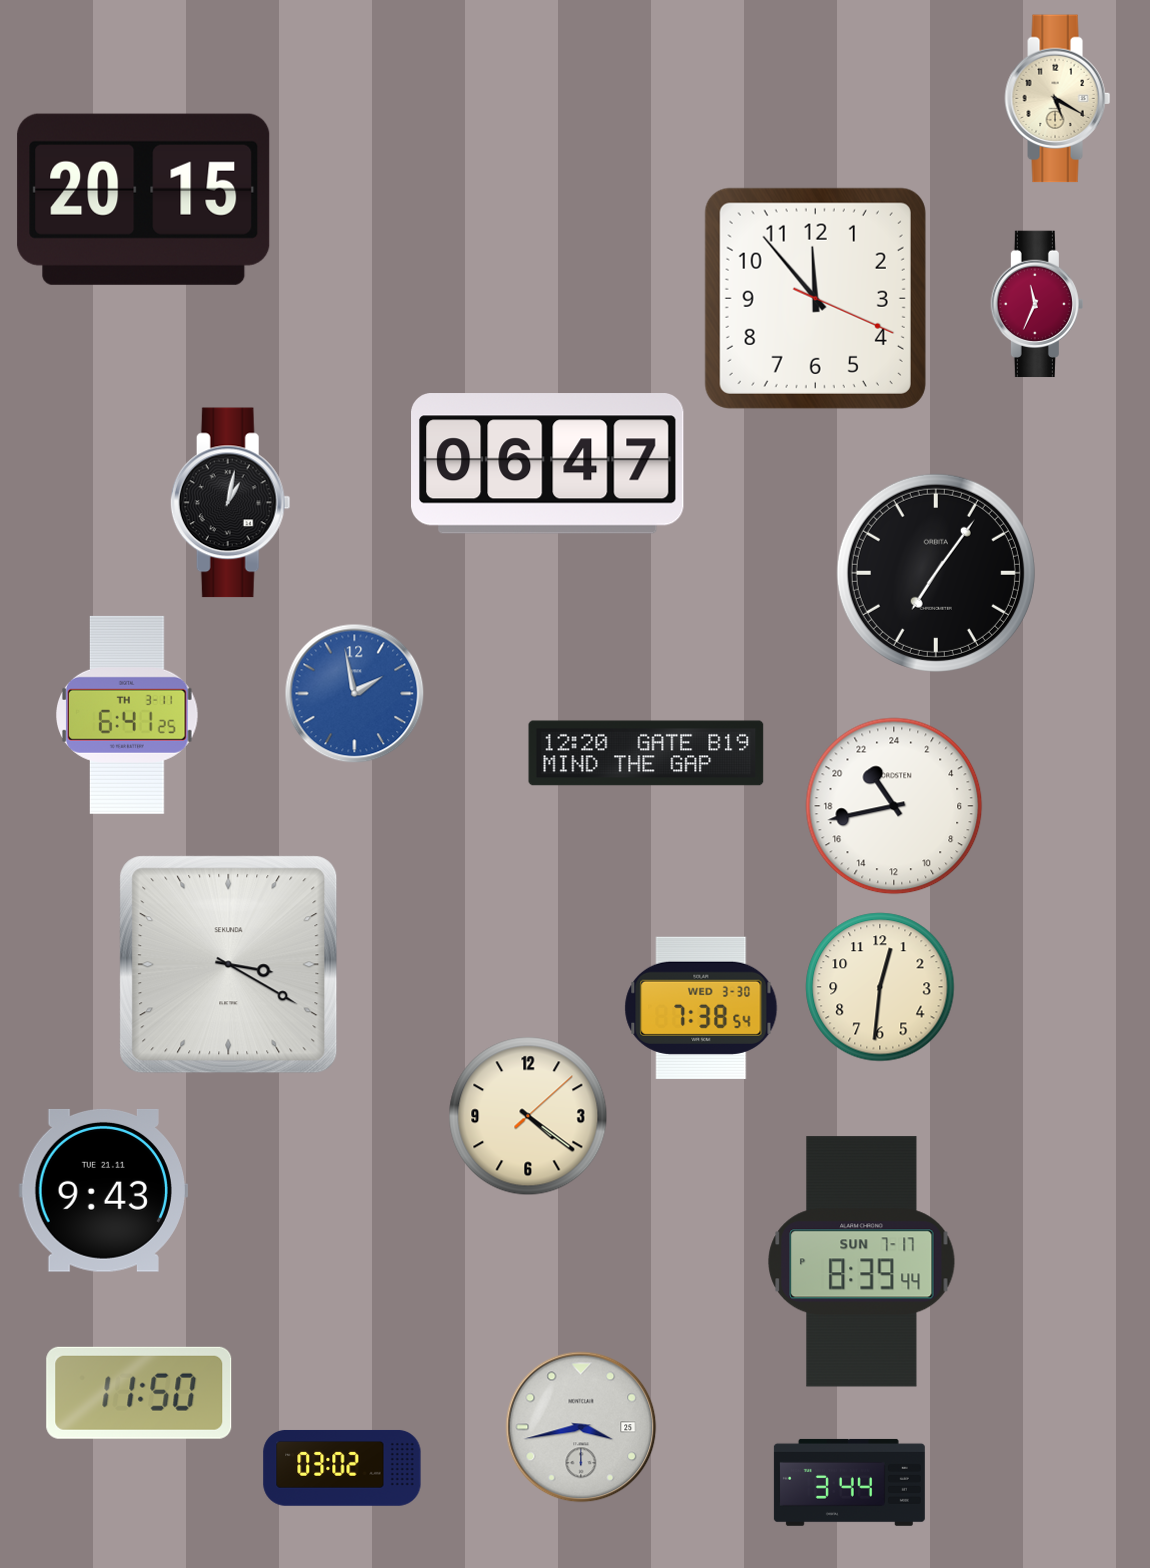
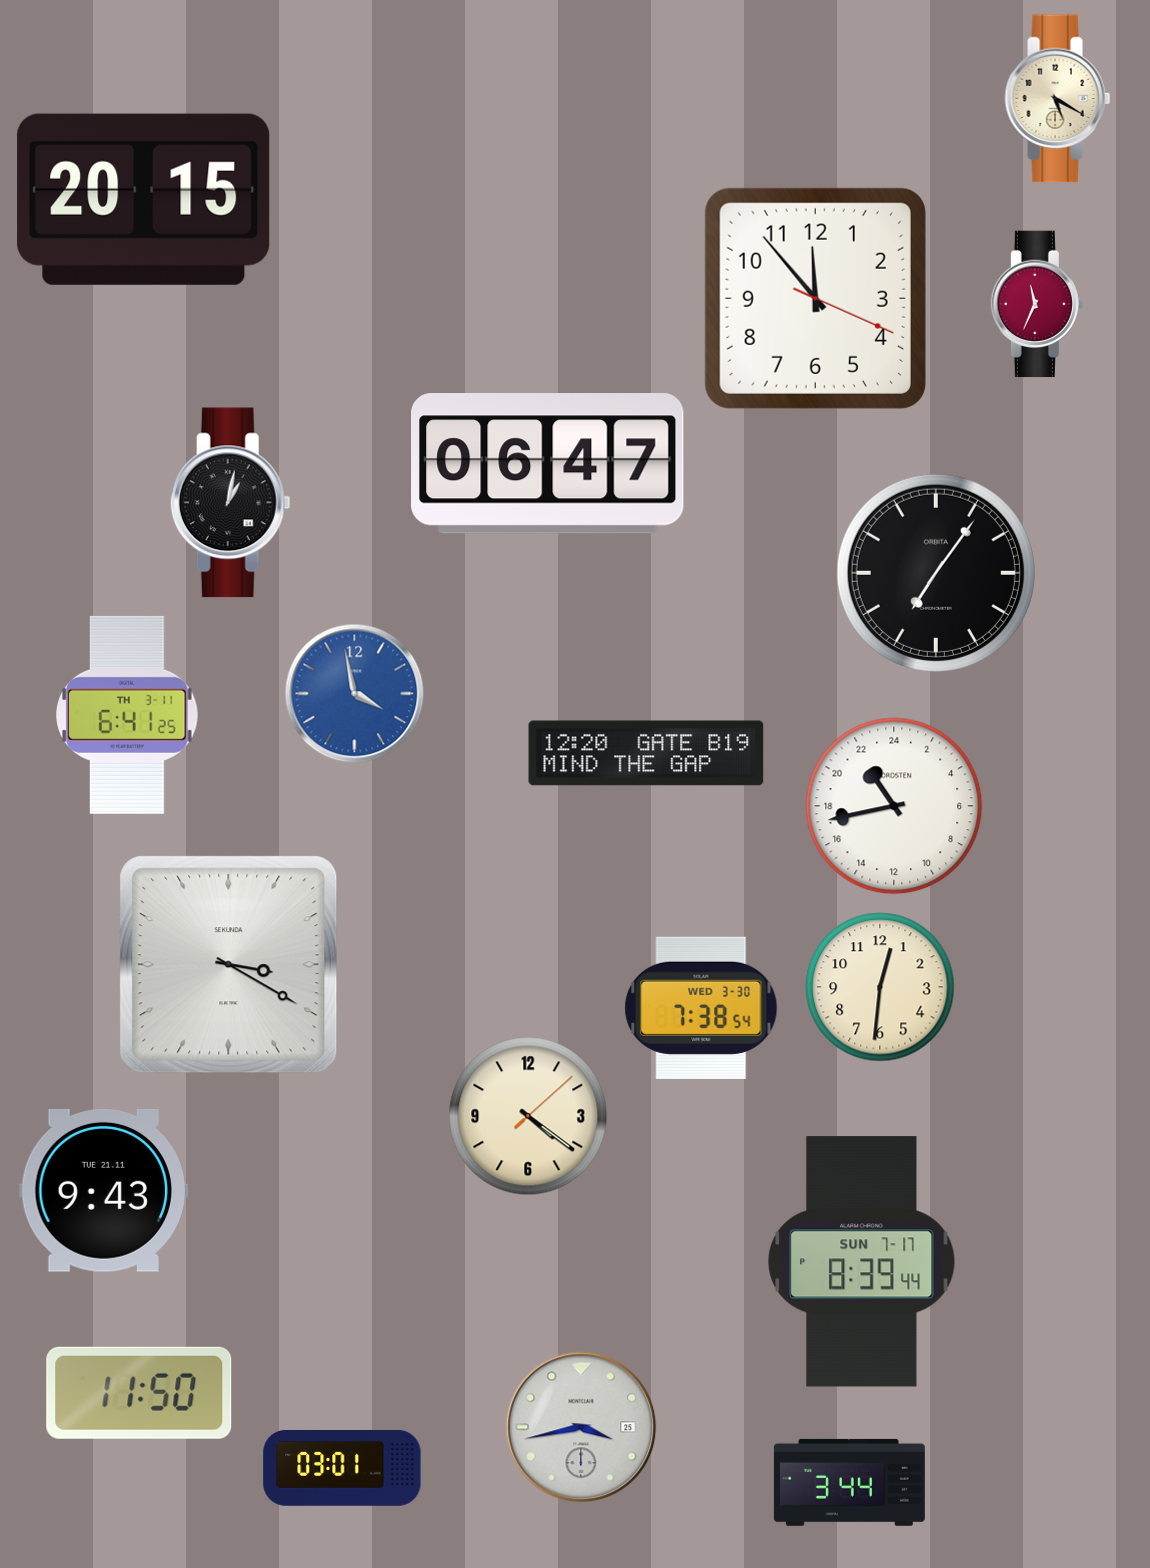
clock at (355, 694): 1:58 -> 3:58
clock at (342, 1468): 03:02 -> 03:01
